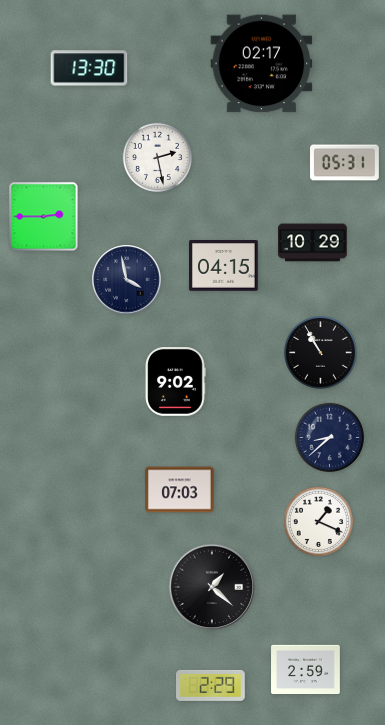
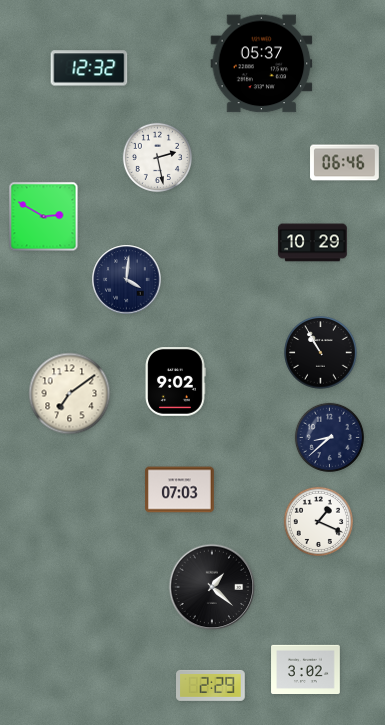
clock at (262, 64): 02:17 -> 05:37
clock at (89, 68): 13:30 -> 12:32
clock at (345, 163): 05:31 -> 06:46
clock at (44, 217): 2:45 -> 2:50
clock at (224, 266): 04:15 -> none
clock at (127, 280): 3:58 -> 4:01
clock at (70, 394): none -> 7:09
clock at (306, 669): 2:59 -> 3:02
